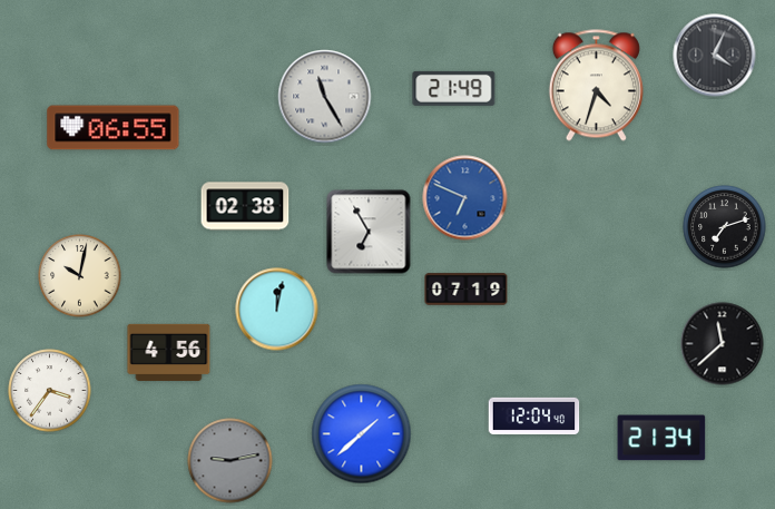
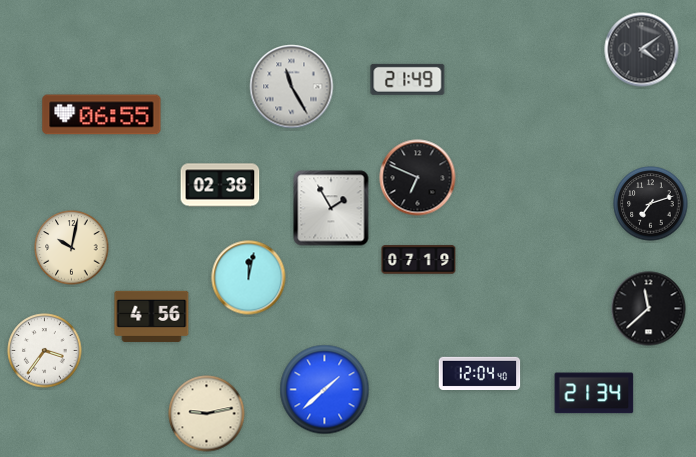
clock at (715, 56): 4:04 -> 4:09
clock at (596, 86): 4:33 -> none
clock at (465, 198) dial: blue -> black
clock at (369, 232): 6:55 -> 1:55
clock at (230, 461) dial: grey -> cream
